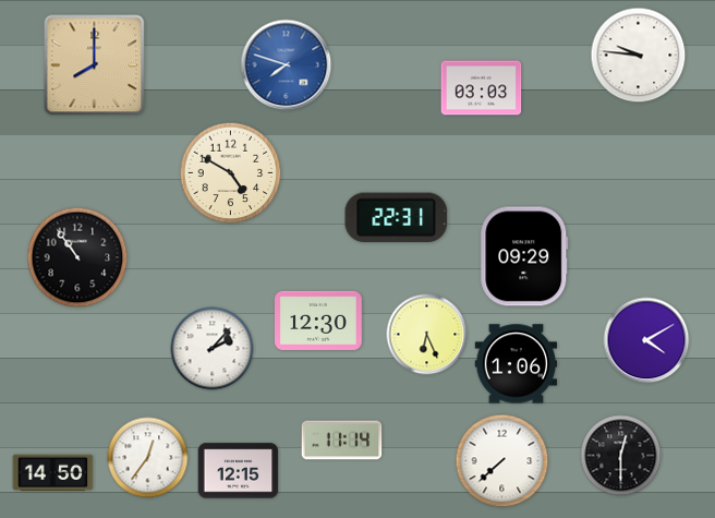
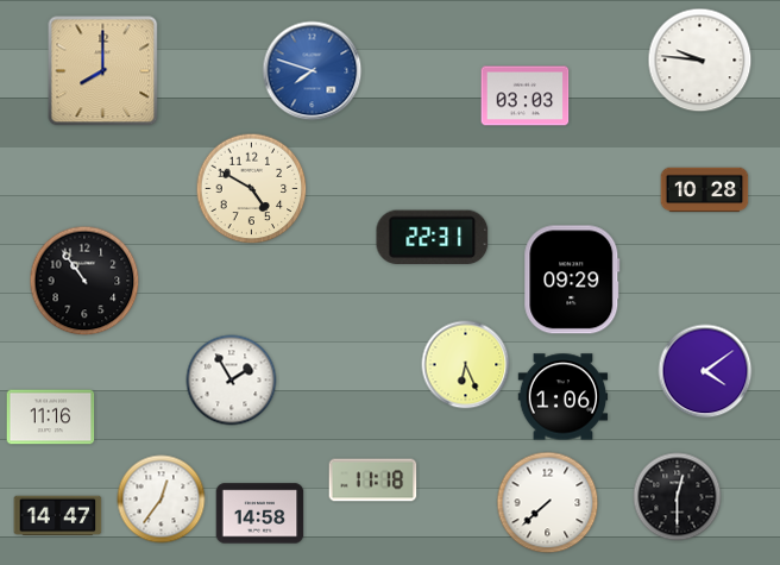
clock at (639, 56) position: (639, 56) -> (700, 61)
clock at (705, 190): none -> 10:28
clock at (319, 321): 12:30 -> none
clock at (646, 340): 4:10 -> 4:09
clock at (213, 349): 2:07 -> 1:55
clock at (51, 418): none -> 11:16
clock at (342, 441): 11:14 -> 11:18
clock at (239, 471): 12:15 -> 14:58
clock at (53, 473): 14:50 -> 14:47
